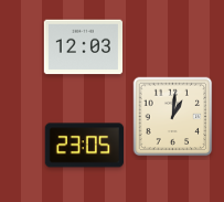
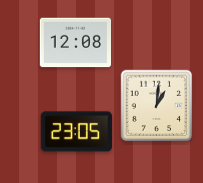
clock at (83, 47): 12:03 -> 12:08
